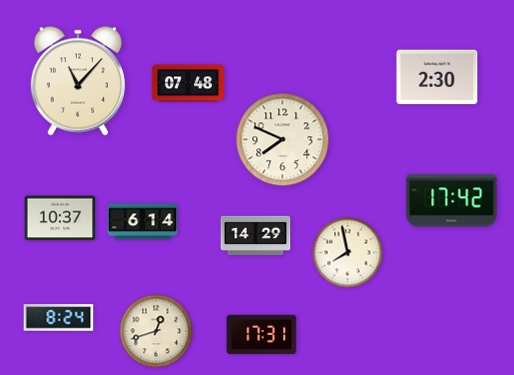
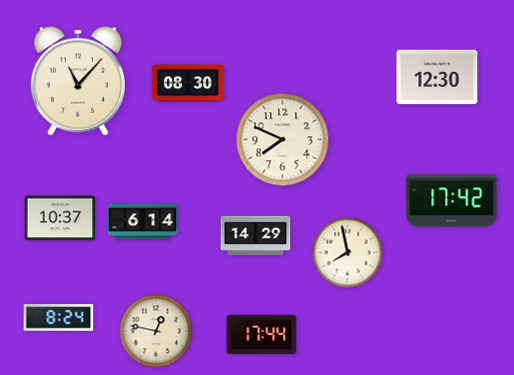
clock at (437, 77): 2:30 -> 12:30
clock at (188, 83): 07:48 -> 08:30
clock at (156, 331): 12:42 -> 12:47
clock at (262, 335): 17:31 -> 17:44
